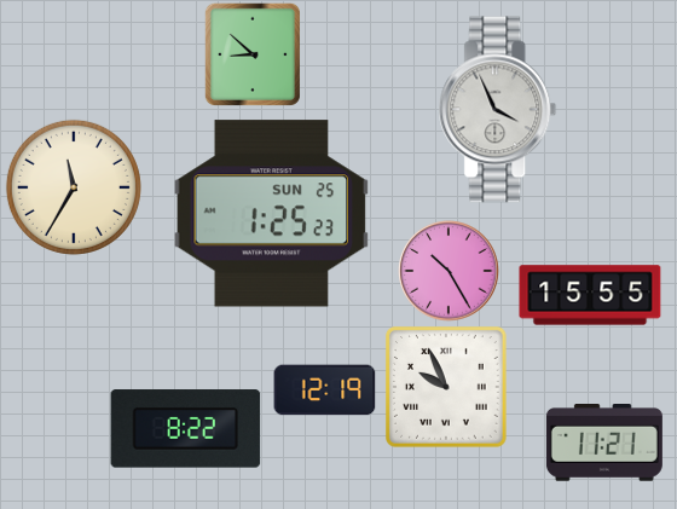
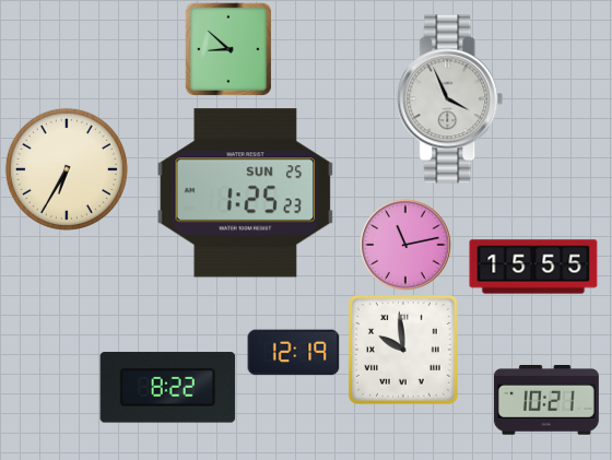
clock at (74, 187): 11:35 -> 6:35
clock at (449, 271): 10:25 -> 11:13
clock at (446, 387): 9:56 -> 9:59
clock at (604, 443): 11:21 -> 10:21
